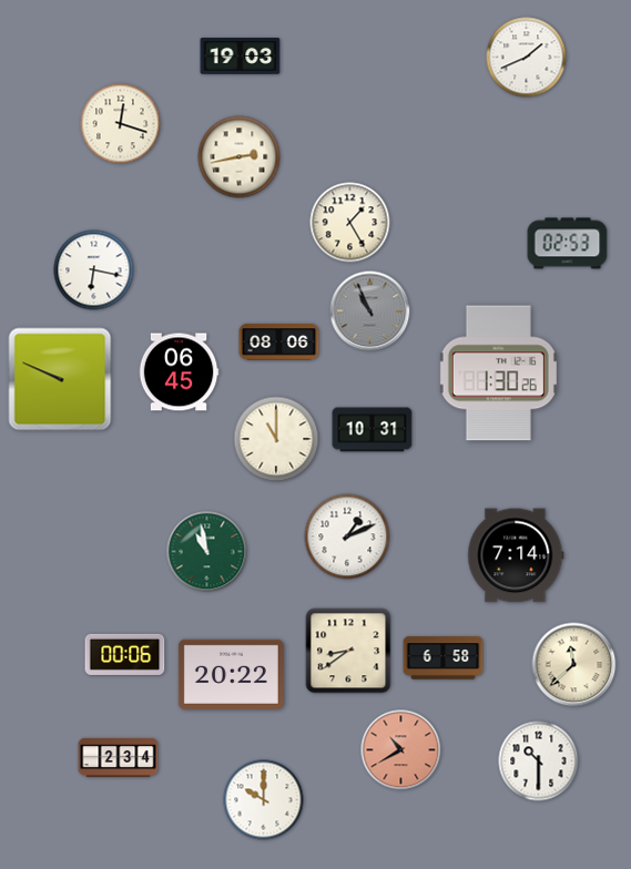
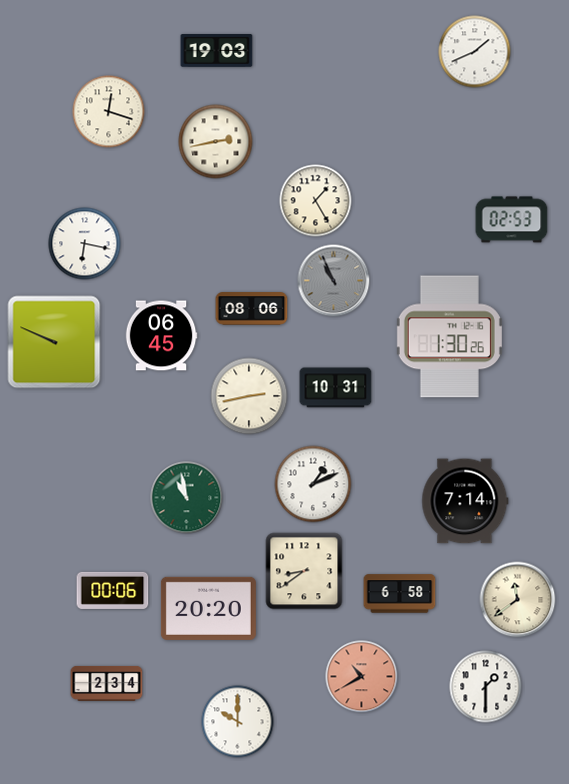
clock at (276, 439): 11:00 -> 2:43
clock at (348, 651) position: (348, 651) -> (304, 571)
clock at (574, 665): 11:38 -> 11:39
clock at (231, 674): 20:22 -> 20:20
clock at (539, 761): 10:30 -> 1:30
